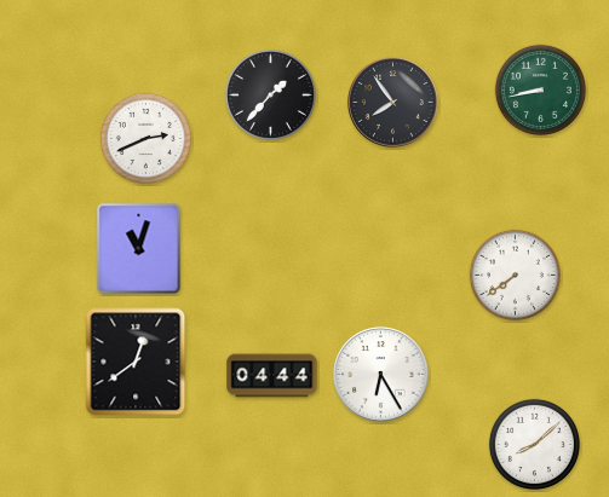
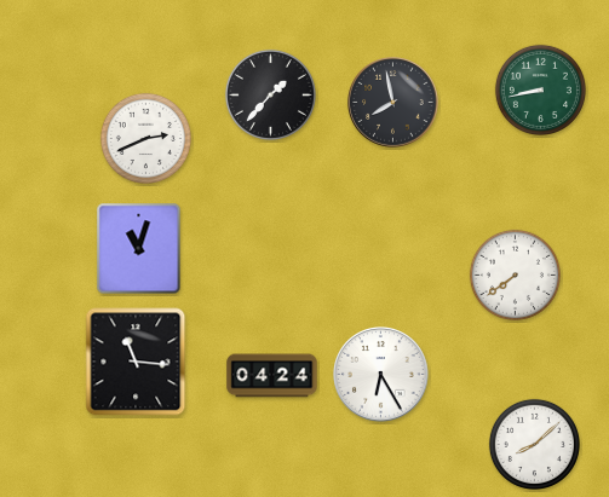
clock at (393, 103): 7:54 -> 7:58
clock at (136, 362): 12:39 -> 11:16
clock at (272, 376): 04:44 -> 04:24
